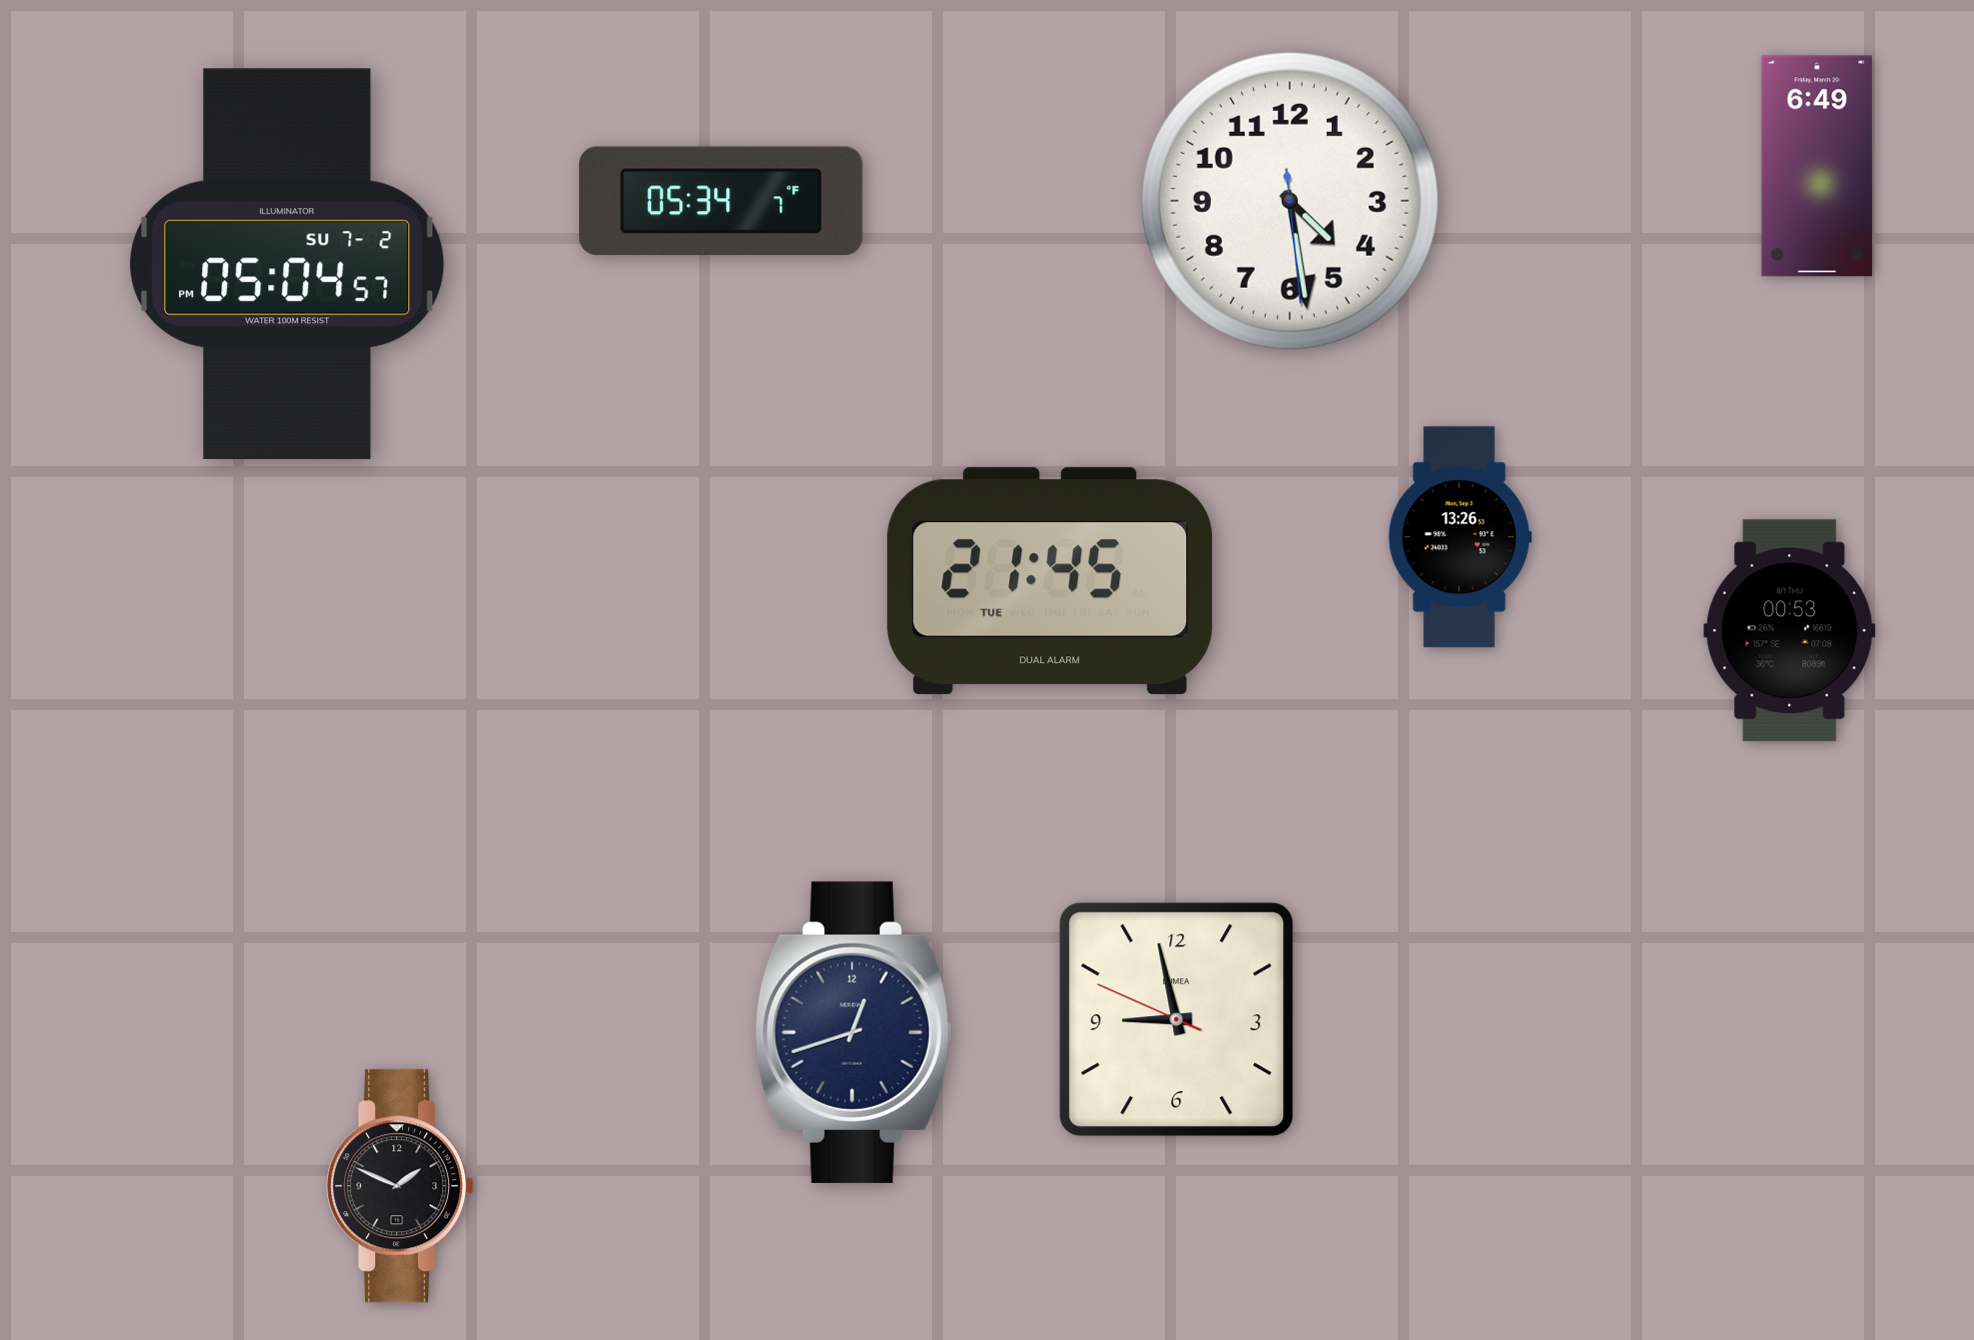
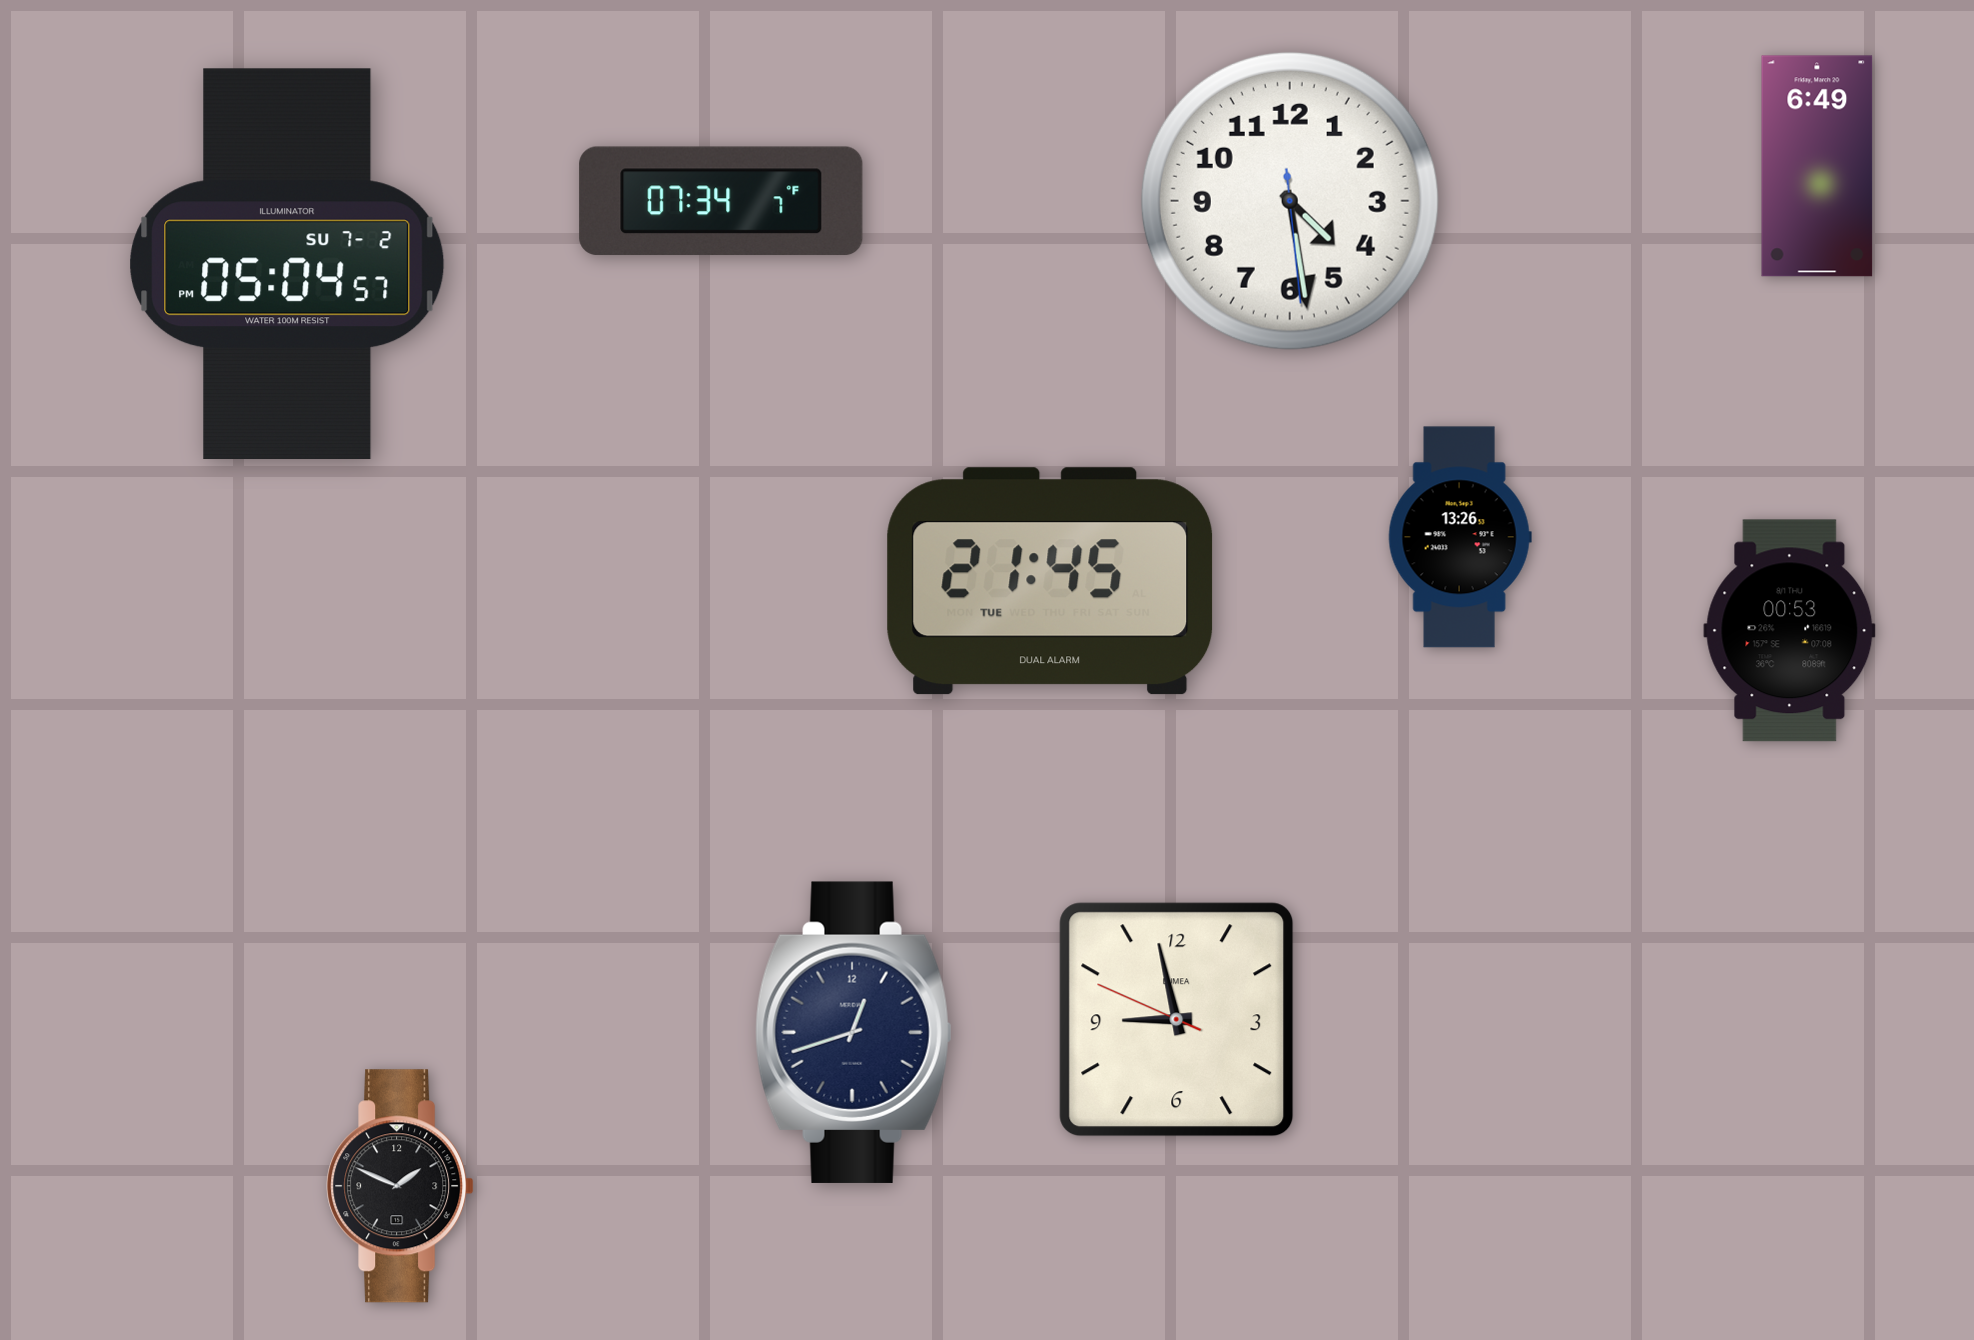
clock at (721, 201): 05:34 -> 07:34
